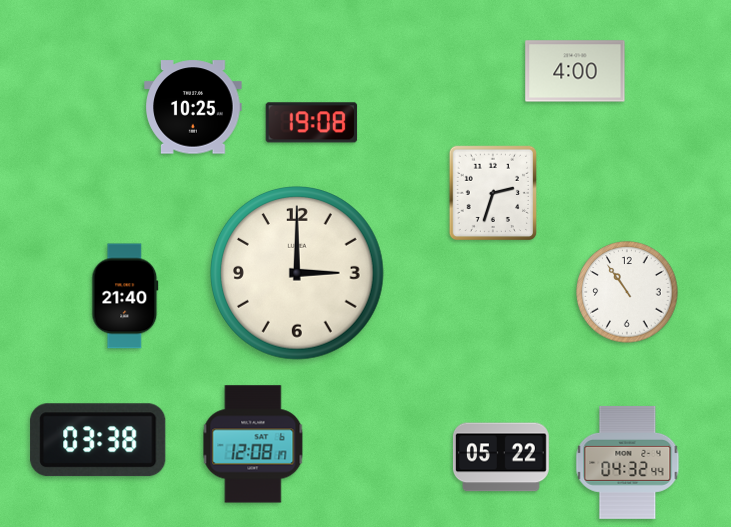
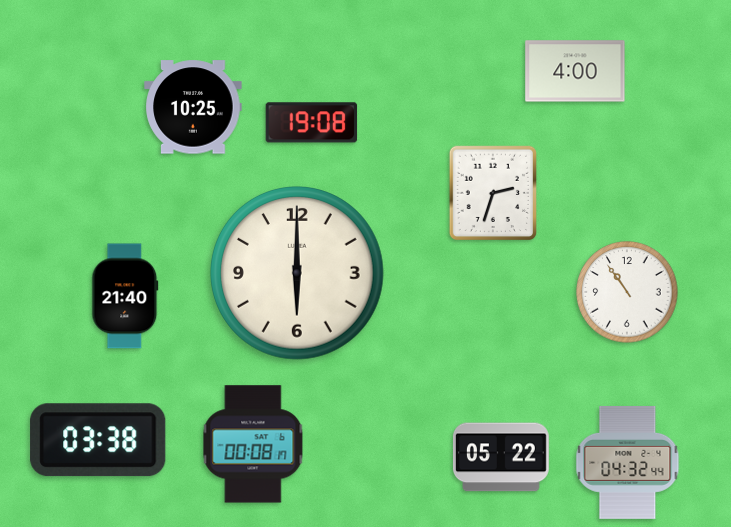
clock at (298, 274): 3:00 -> 6:00
clock at (253, 444): 12:08 -> 00:08
